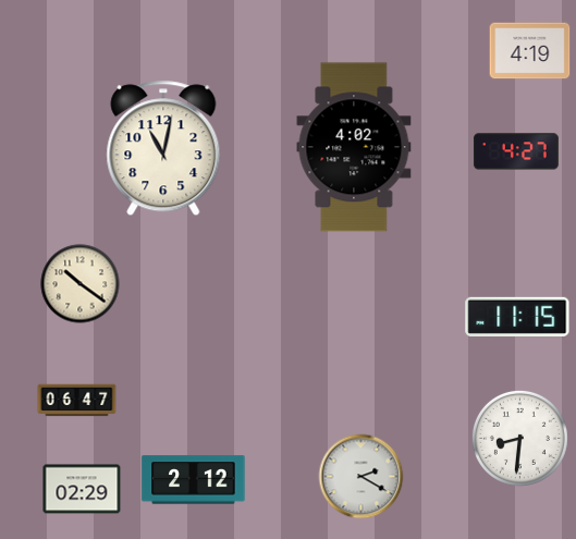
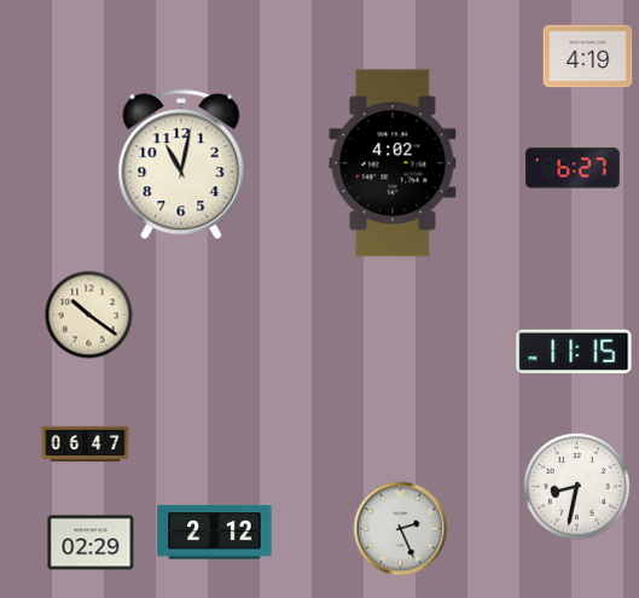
clock at (516, 151): 4:27 -> 6:27
clock at (519, 438): 8:31 -> 8:32
clock at (361, 477): 2:20 -> 2:26
